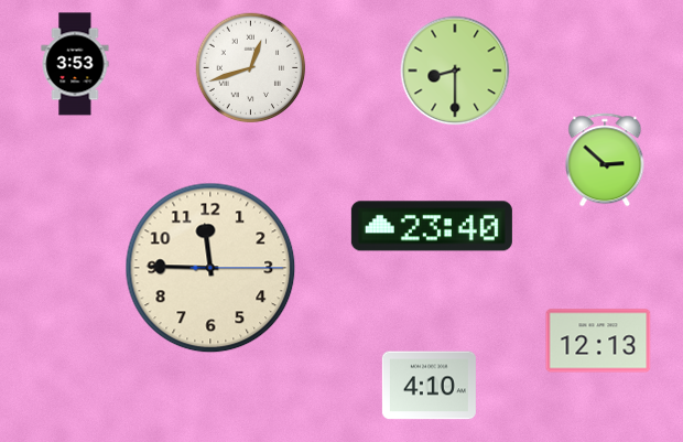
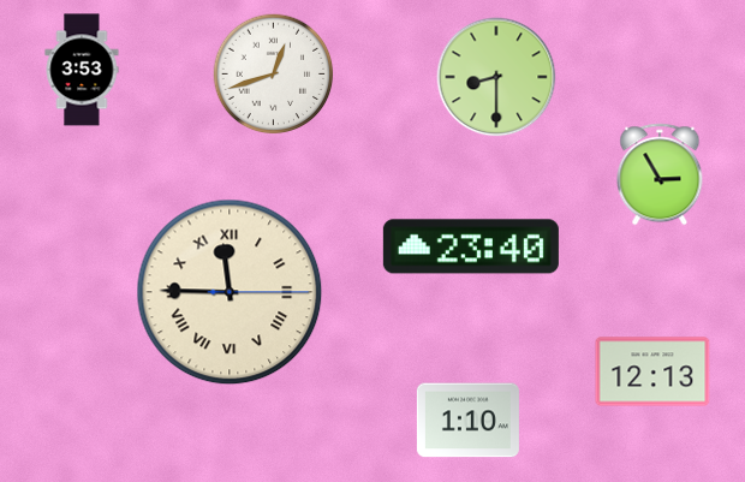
clock at (605, 160): 2:52 -> 2:55
clock at (210, 268) numerals: Arabic -> Roman
clock at (429, 386): 4:10 -> 1:10
